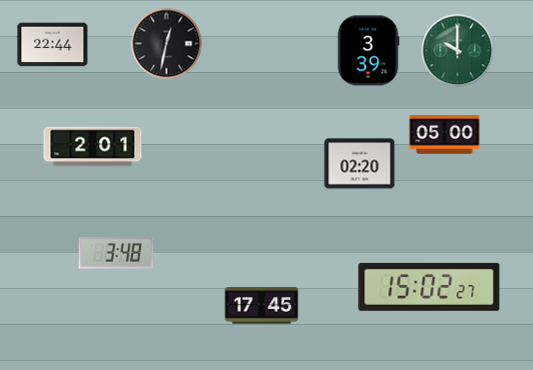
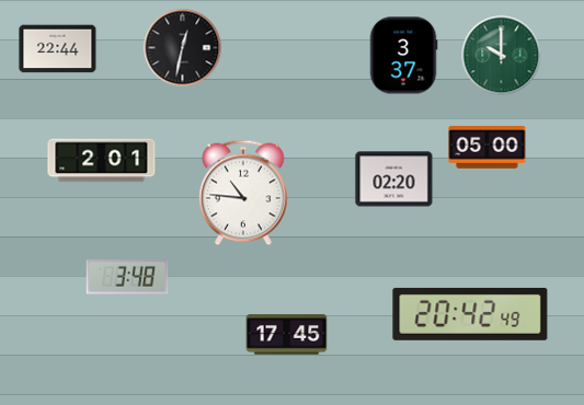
clock at (368, 51): 3:39 -> 3:37
clock at (243, 193): none -> 10:46
clock at (429, 287): 15:02 -> 20:42
